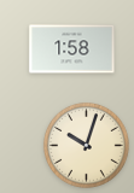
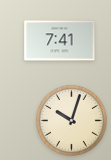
clock at (72, 49): 1:58 -> 7:41
